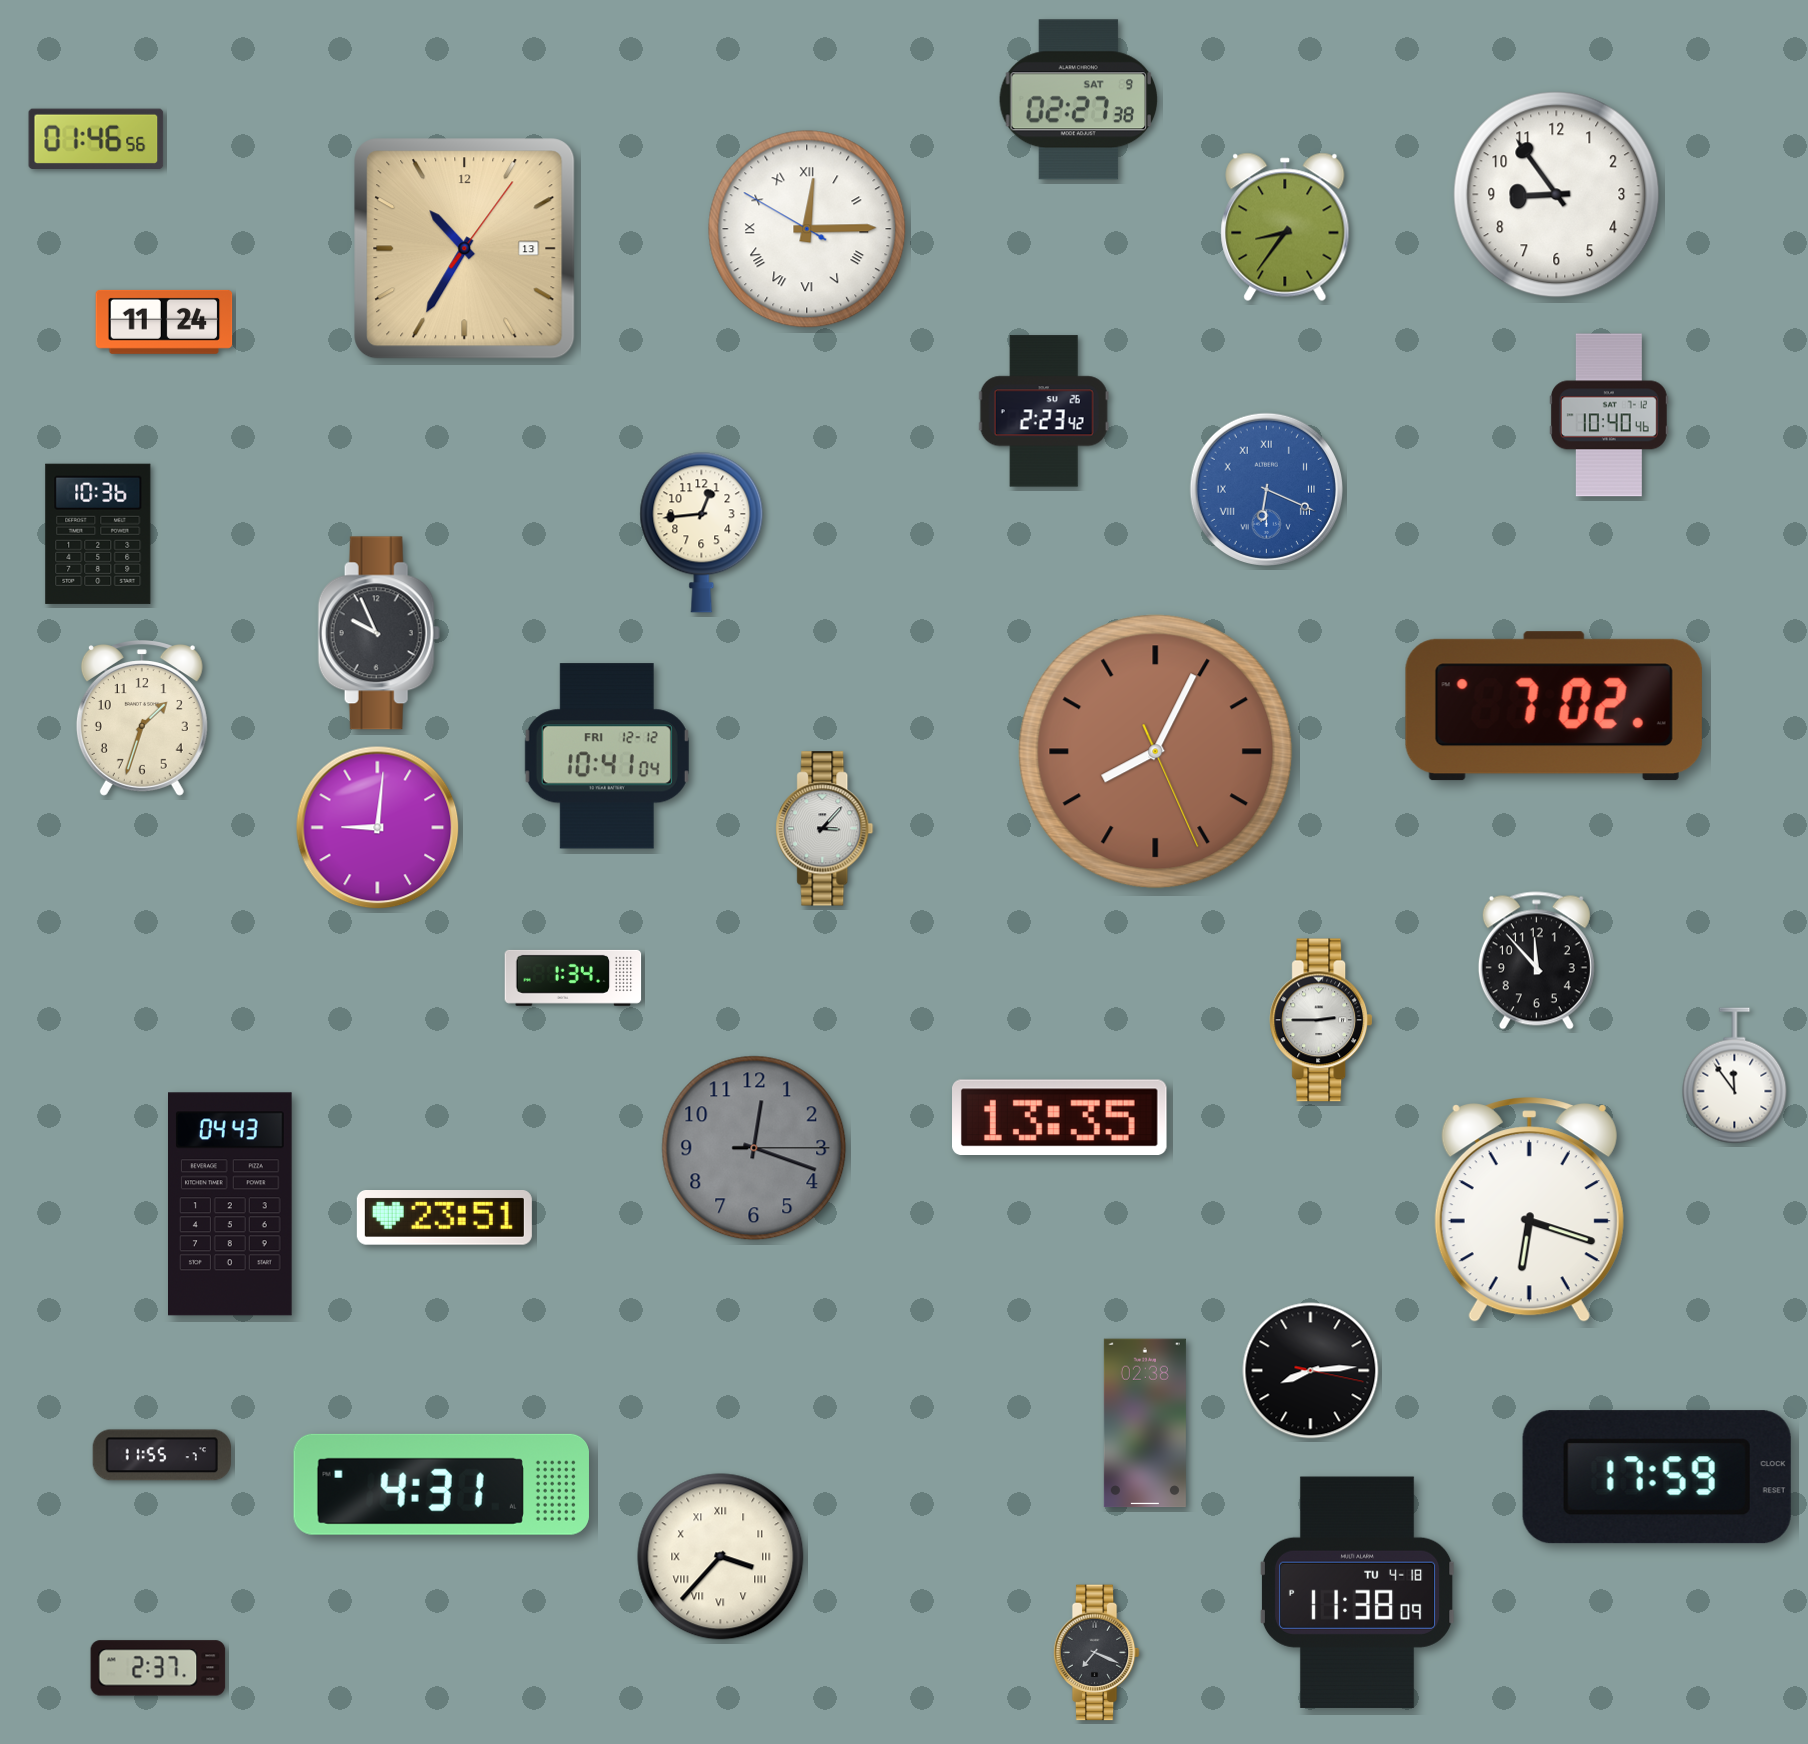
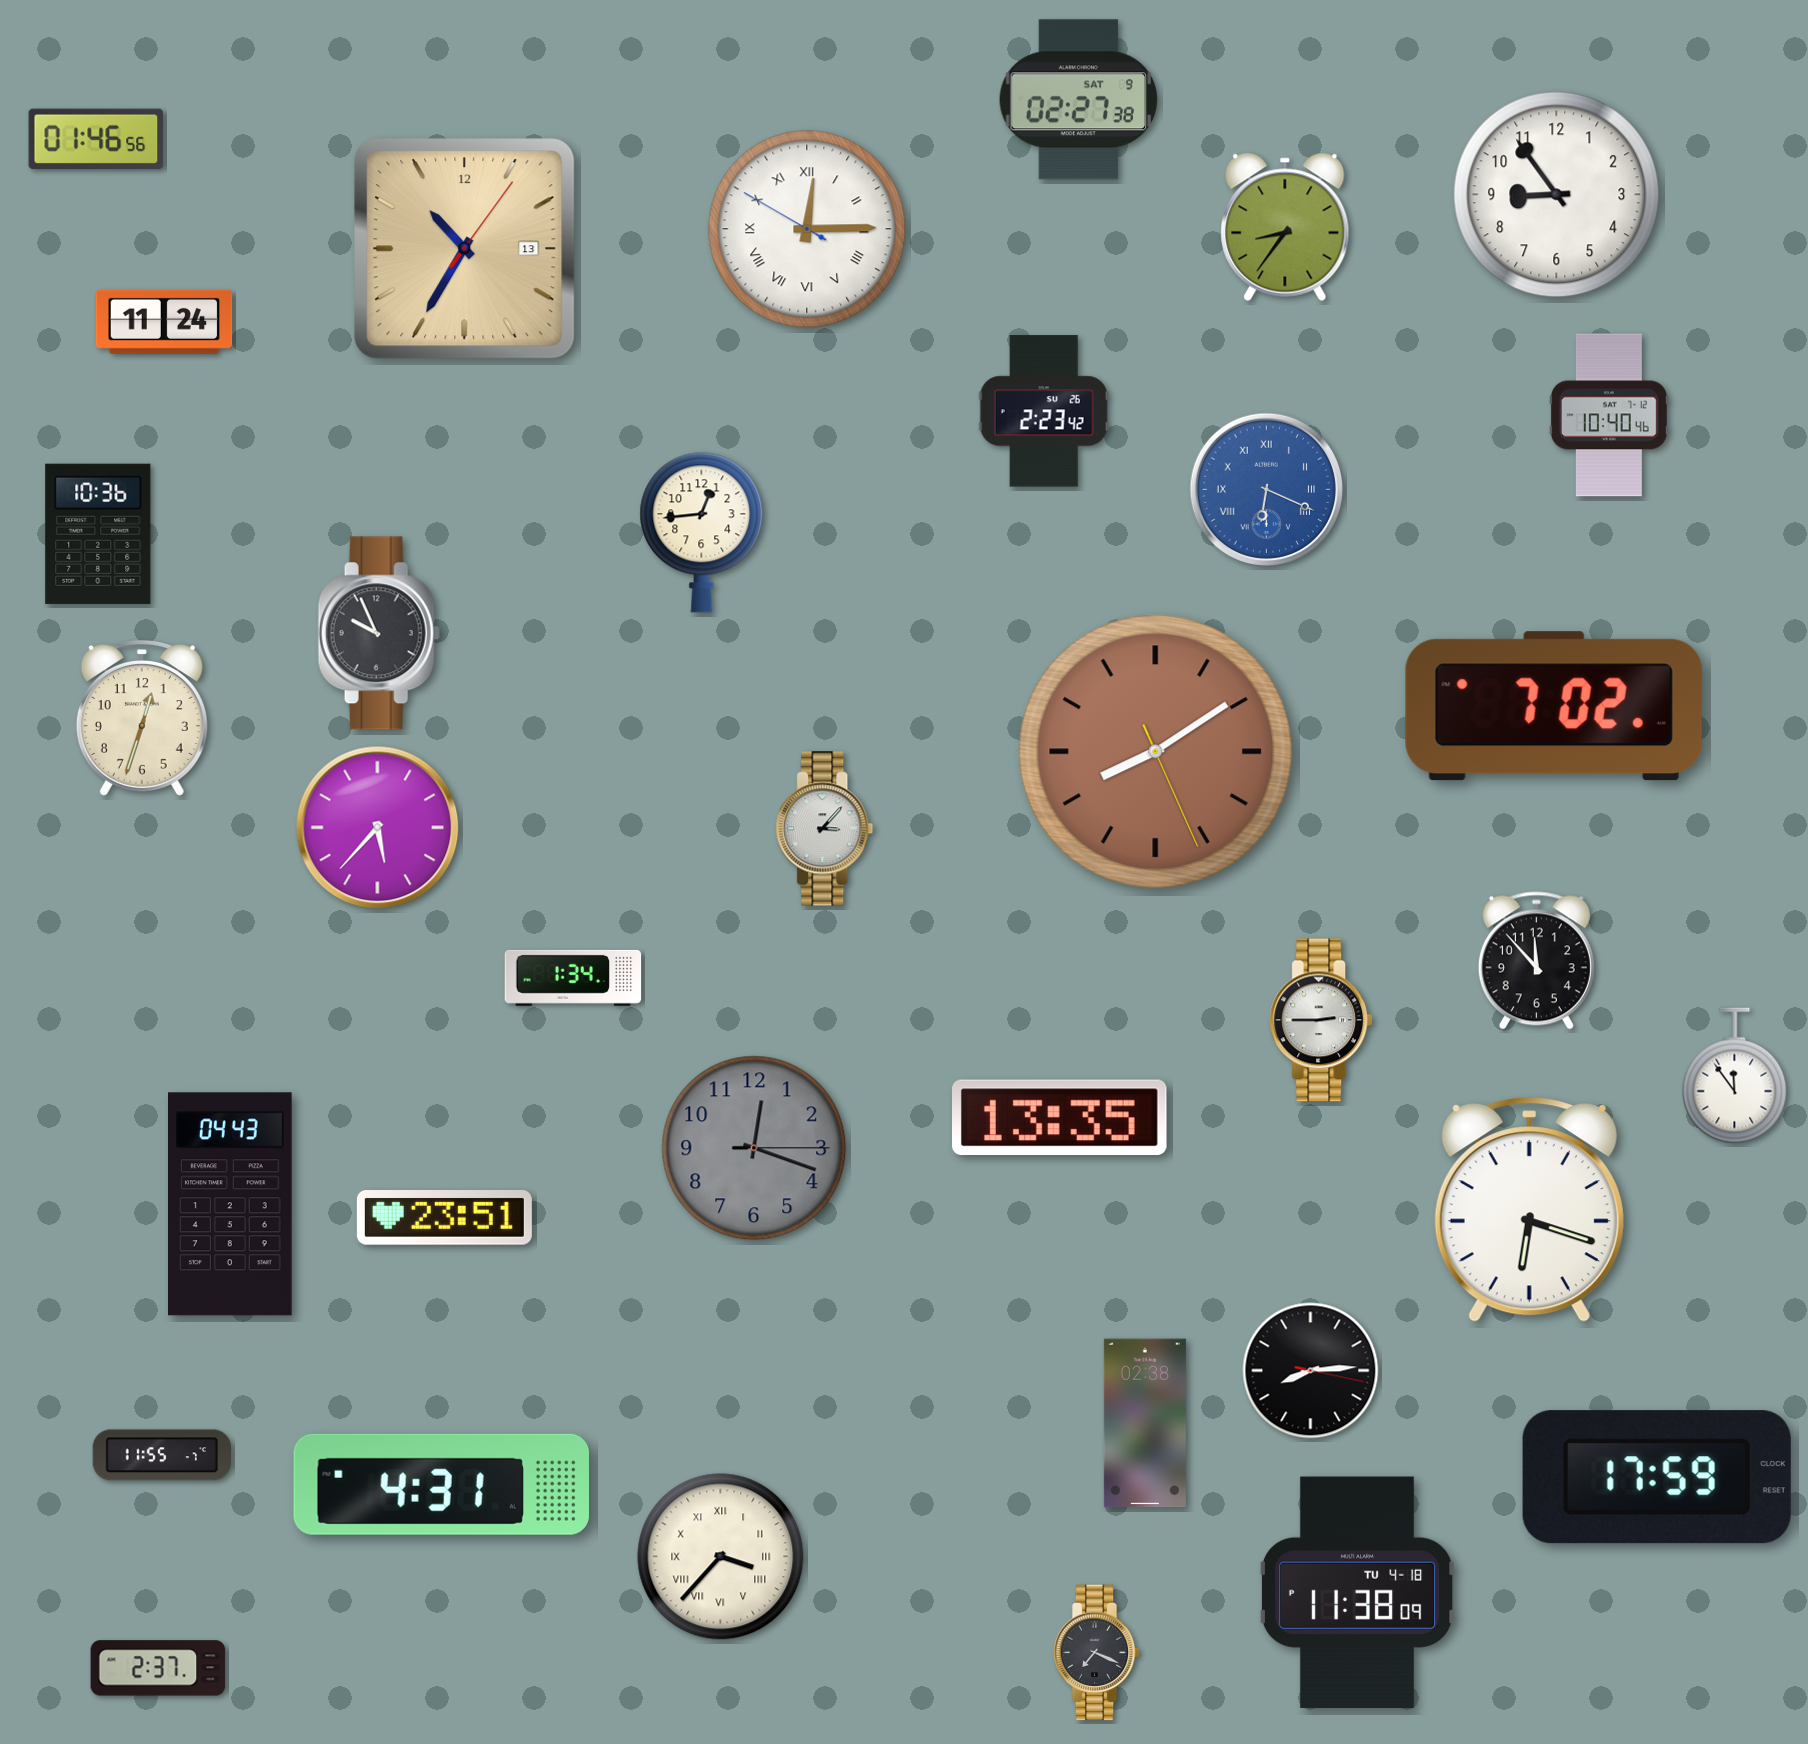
clock at (142, 718): 1:33 -> 12:33
clock at (1156, 752): 8:04 -> 8:09
clock at (607, 756): 10:41 -> none
clock at (378, 828): 9:01 -> 5:37
